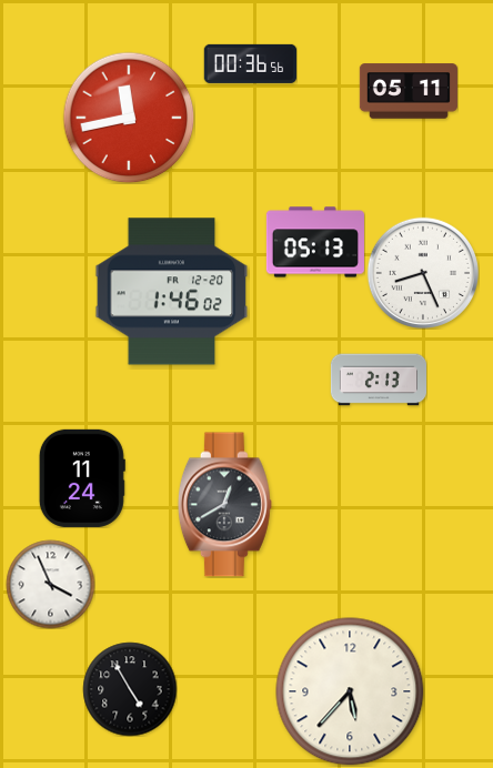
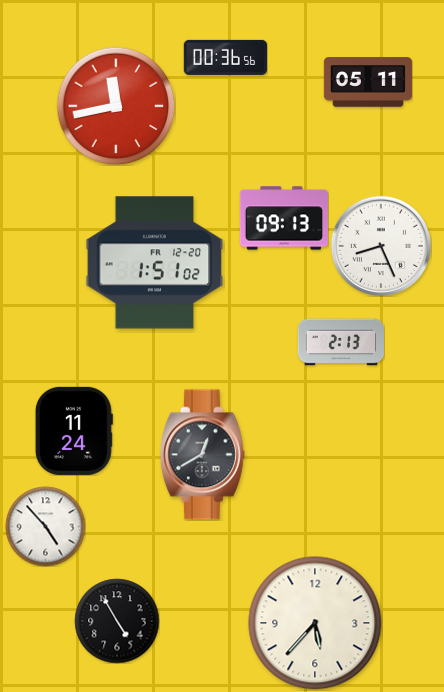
clock at (315, 242): 05:13 -> 09:13
clock at (172, 292): 1:46 -> 1:51
clock at (50, 584): 3:56 -> 4:53
